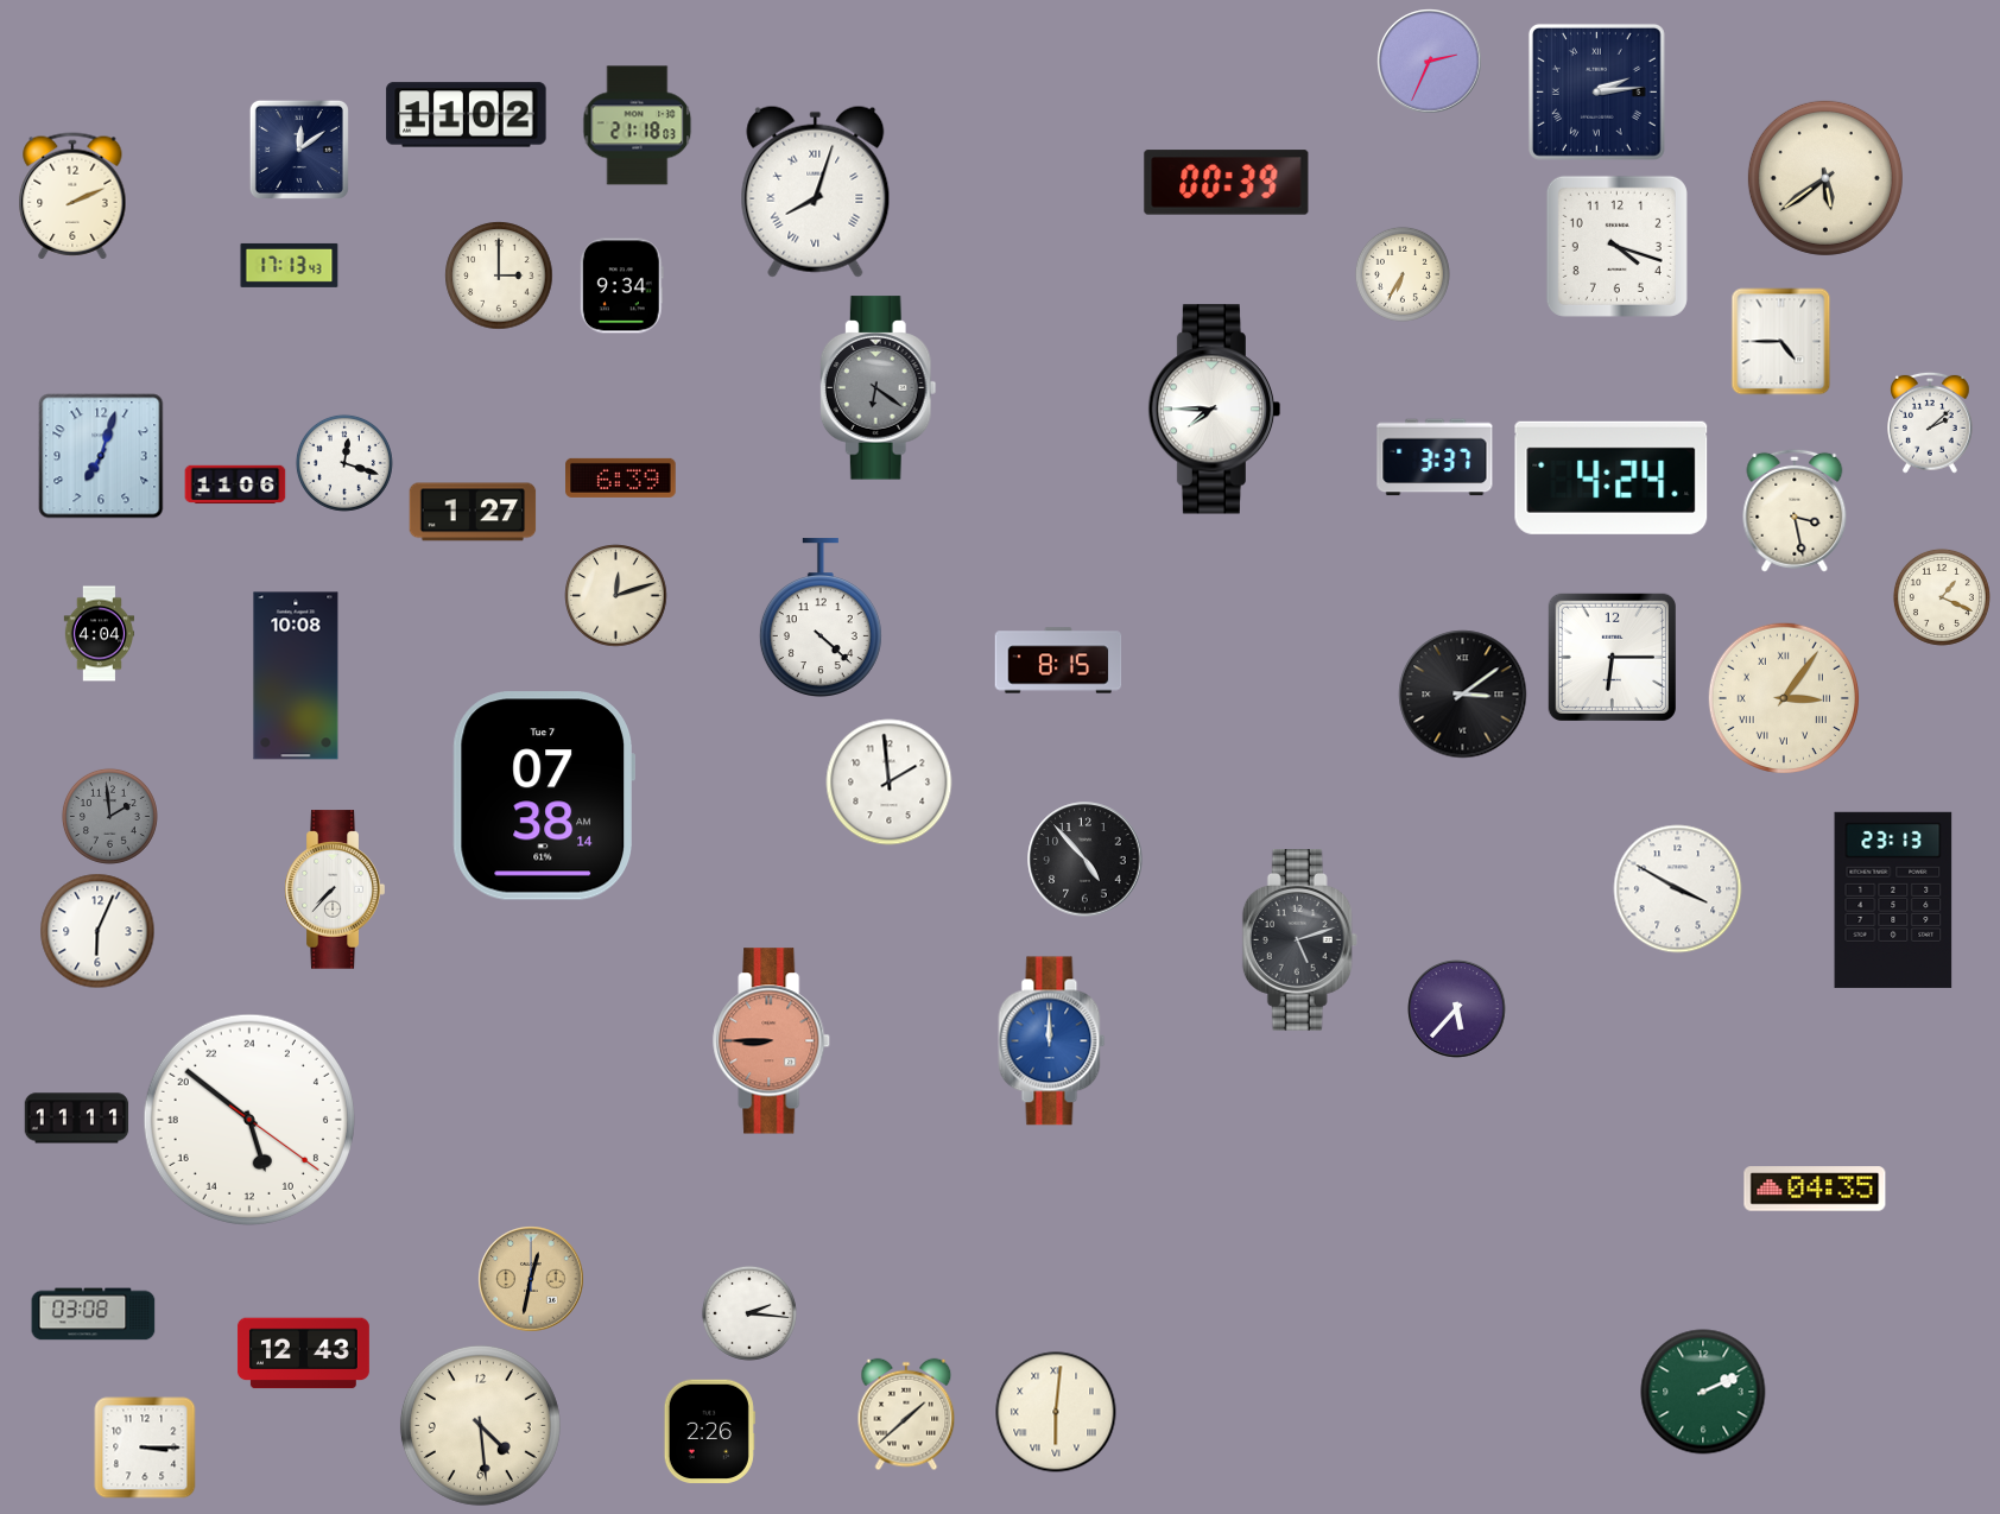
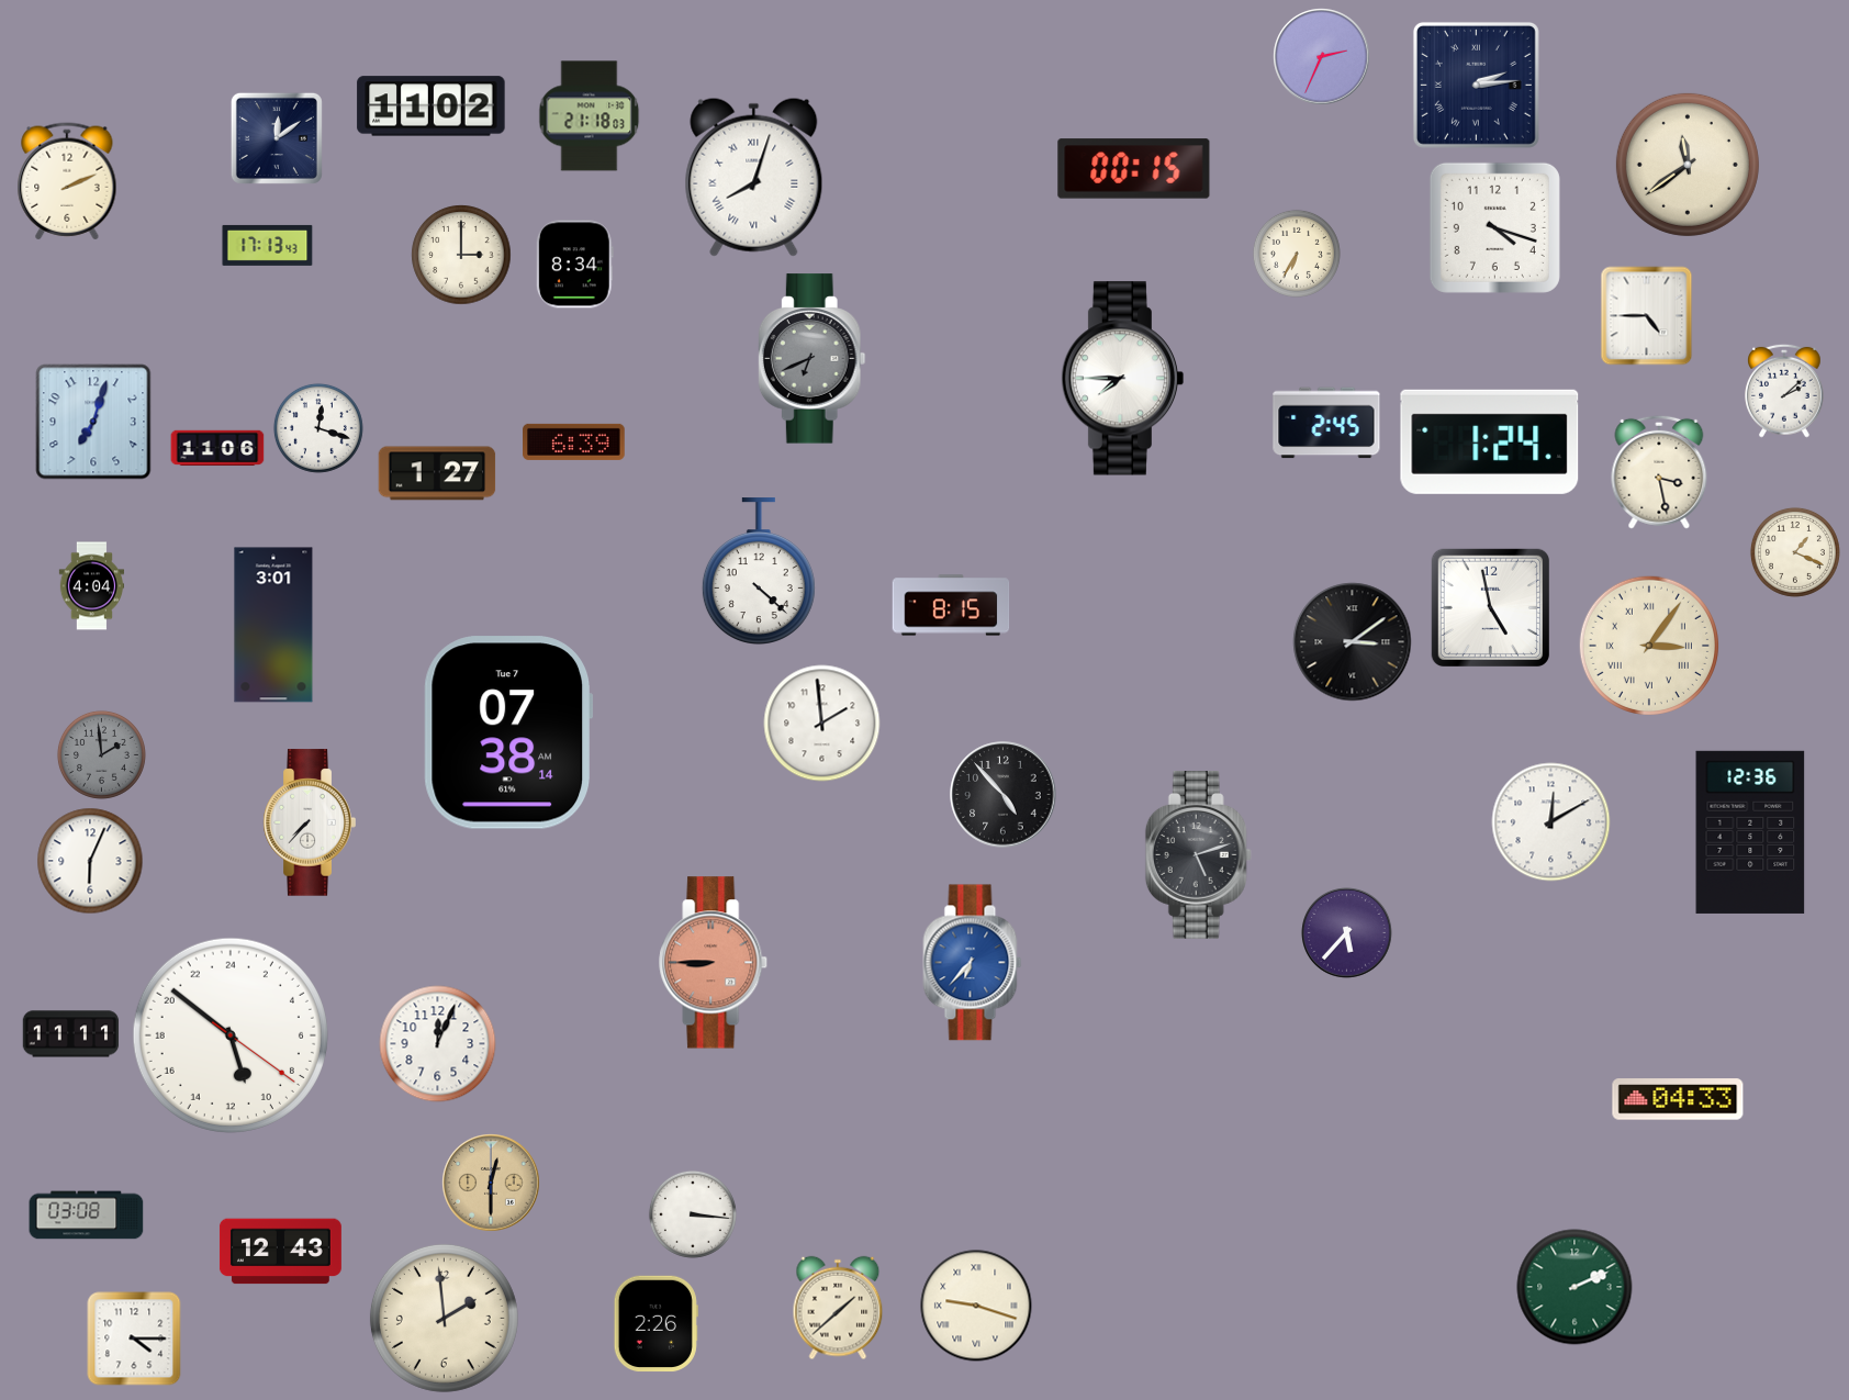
clock at (1825, 178): 5:39 -> 11:39
clock at (1227, 183): 00:39 -> 00:15
clock at (621, 286): 9:34 -> 8:34
clock at (878, 388): 6:21 -> 6:41
clock at (1435, 457): 3:37 -> 2:45
clock at (1612, 477): 4:24 -> 1:24
clock at (616, 596): 12:12 -> none
clock at (1612, 657): 6:15 -> 4:58
clock at (1058, 660) position: (1058, 660) -> (951, 605)
clock at (296, 676): 10:08 -> 3:01
clock at (543, 796) position: (543, 796) -> (507, 732)
clock at (1678, 889): 3:50 -> 12:10
clock at (1893, 900): 23:13 -> 12:36
clock at (1299, 940) position: (1299, 940) -> (1198, 855)
clock at (1052, 1041): 12:00 -> 6:37
clock at (438, 1044): none -> 12:04
clock at (1815, 1189): 04:35 -> 04:33
clock at (531, 1279): 12:32 -> 12:30
clock at (749, 1313): 2:16 -> 3:16
clock at (1056, 1412): 6:01 -> 9:18
clock at (480, 1425): 4:29 -> 1:59
clock at (145, 1448): 3:15 -> 4:15
